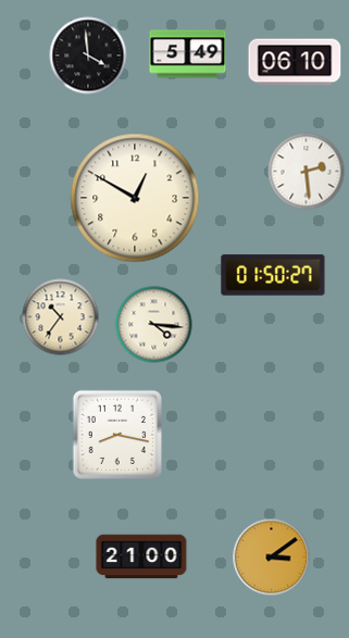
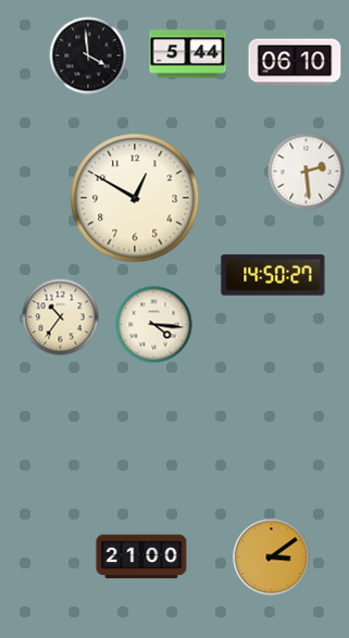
clock at (188, 54): 5:49 -> 5:44
clock at (273, 275): 01:50 -> 14:50
clock at (116, 434): 8:17 -> none
